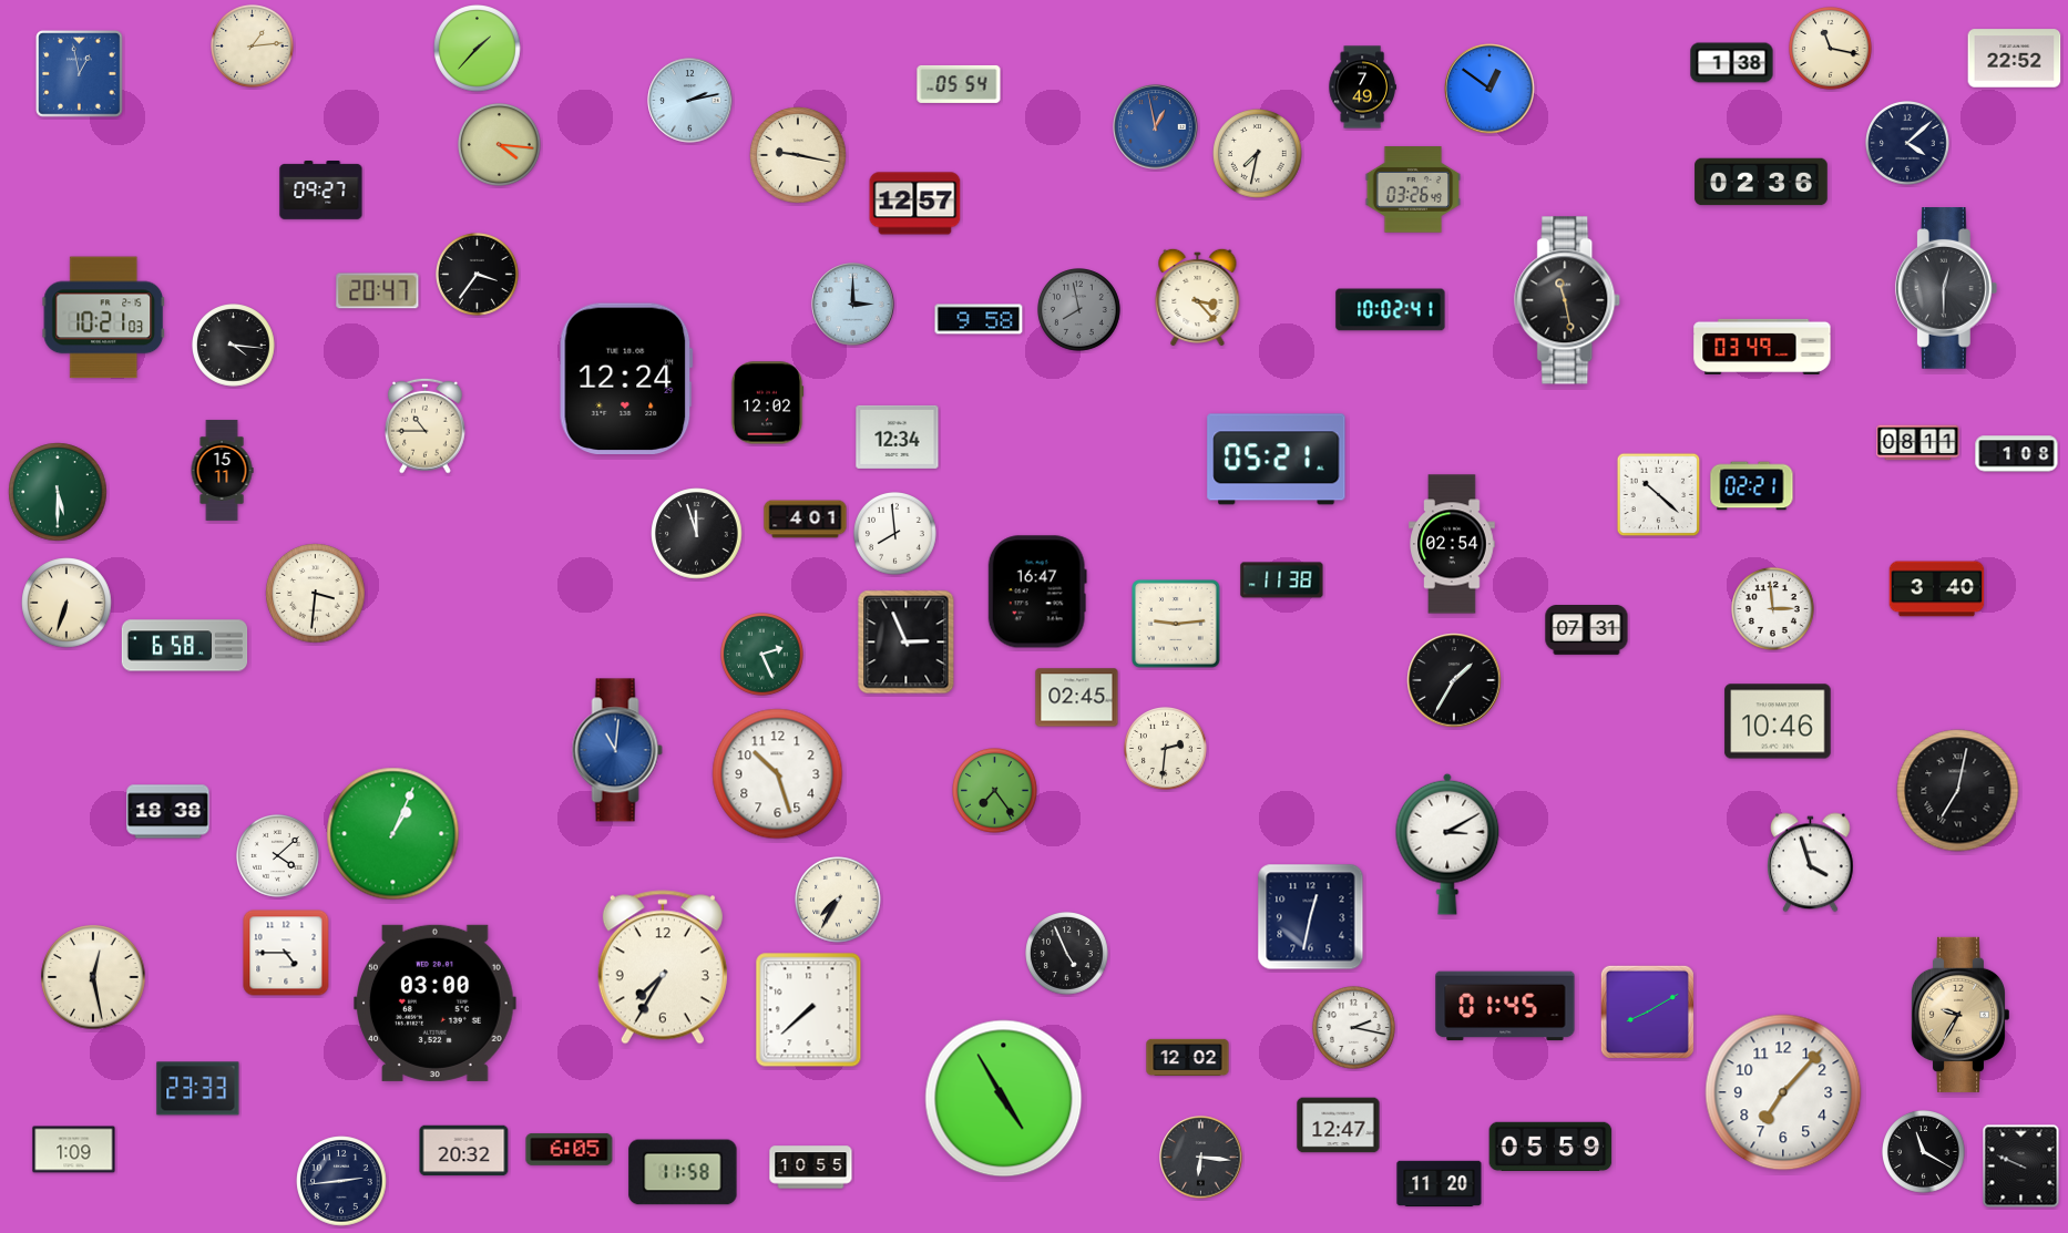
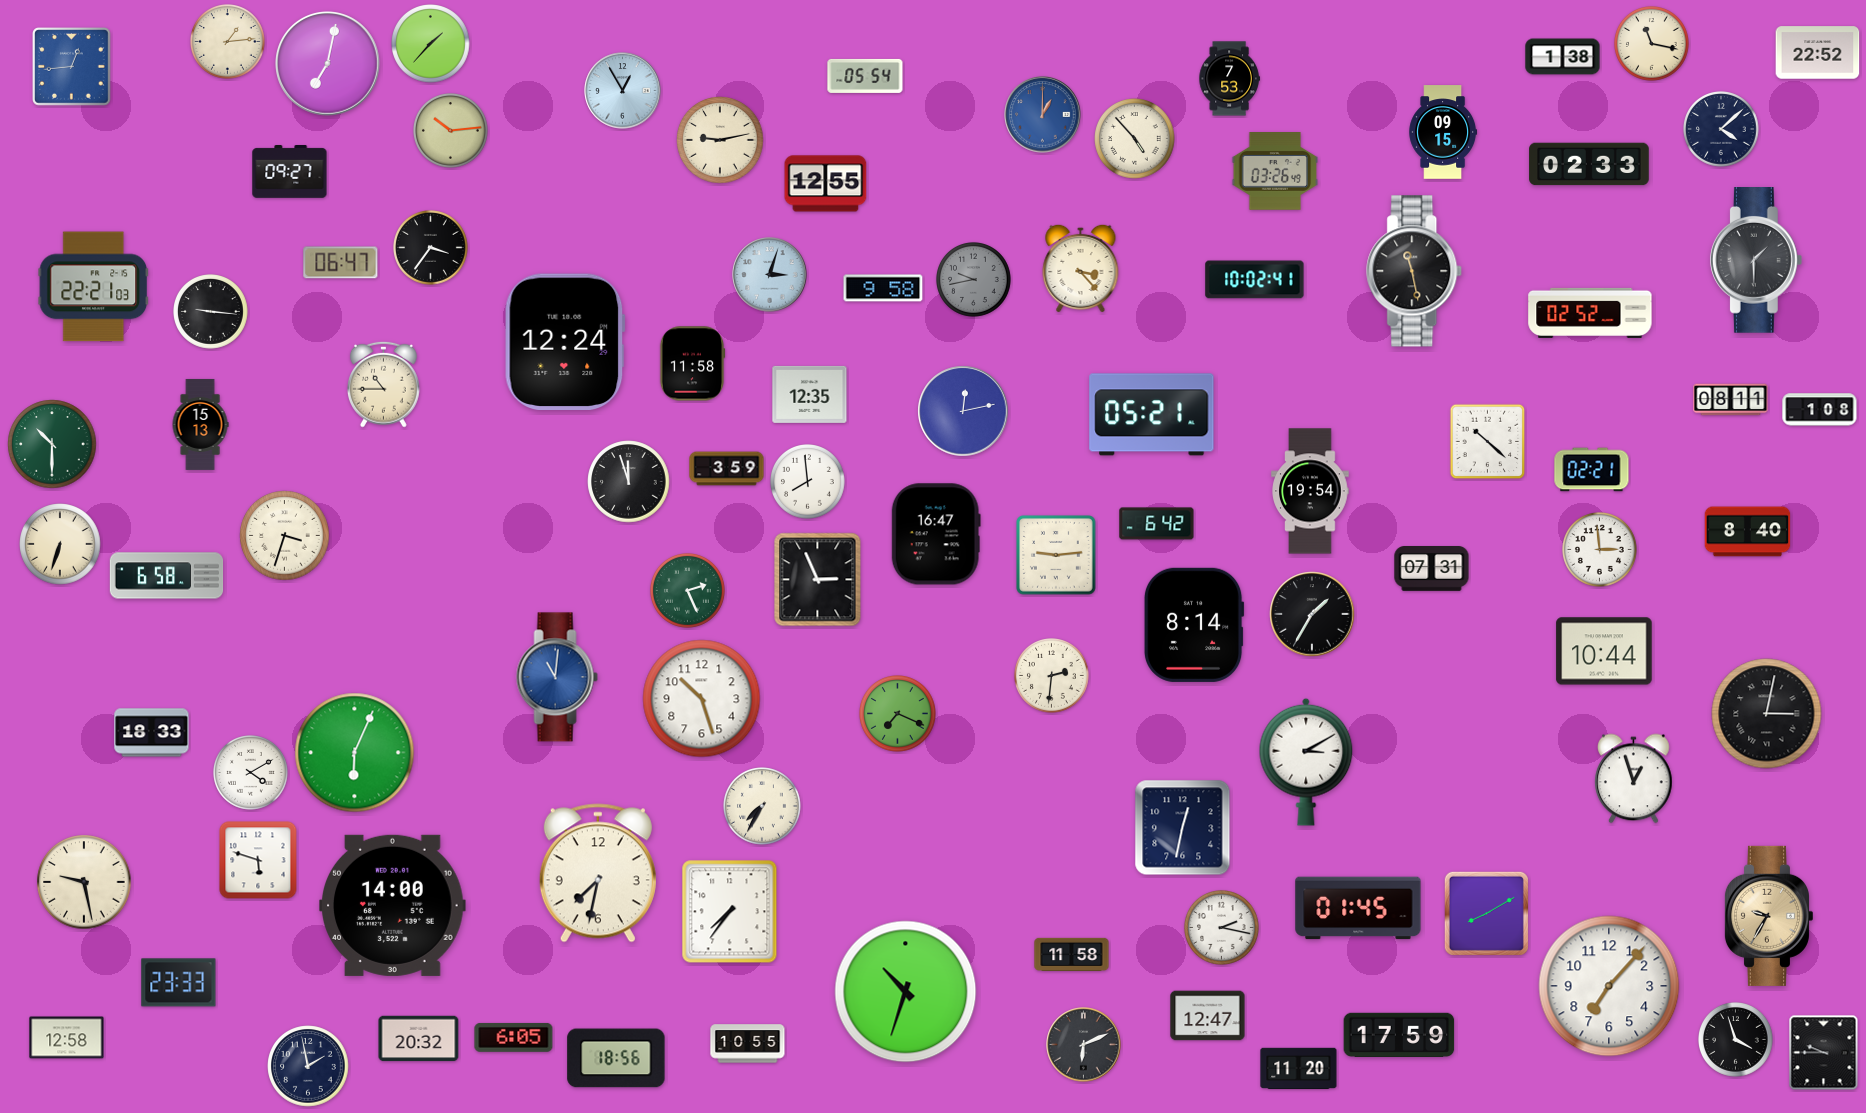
clock at (328, 64): none -> 7:02
clock at (80, 74): 12:58 -> 12:44
clock at (1362, 88): 7:49 -> 7:53
clock at (1489, 89): 12:51 -> none
clock at (690, 101): 2:13 -> 12:55
clock at (1156, 127): 12:58 -> 1:00
clock at (500, 145): 4:16 -> 10:14
clock at (1443, 132): none -> 09:15
clock at (1258, 154): 7:32 -> 4:53
clock at (798, 155): 9:17 -> 9:13
clock at (1761, 182): 02:36 -> 02:33
clock at (915, 204): 12:57 -> 12:55
clock at (1946, 288): 12:30 -> 1:30
clock at (378, 291): 20:47 -> 06:47
clock at (853, 305): 3:00 -> 3:03
clock at (1079, 310): 7:58 -> 9:43
clock at (104, 318): 10:21 -> 22:21
clock at (234, 346): 4:16 -> 9:16
clock at (1762, 347): 03:49 -> 02:52
clock at (767, 403): 12:02 -> 11:58
clock at (898, 436): 12:34 -> 12:35
clock at (963, 411): none -> 12:13
clock at (222, 470): 15:11 -> 15:13
clock at (1752, 486) position: (1752, 486) -> (1592, 470)
clock at (58, 492): 5:30 -> 10:30
clock at (1659, 495) position: (1659, 495) -> (1488, 442)
clock at (806, 520): 4:01 -> 3:59
clock at (1452, 544): 02:54 -> 19:54
clock at (1282, 580): 11:38 -> 6:42
clock at (1937, 589): 3:40 -> 8:40
clock at (316, 594): 3:31 -> 3:33
clock at (1177, 625) position: (1177, 625) -> (1057, 556)
clock at (185, 646) position: (185, 646) -> (167, 576)
clock at (1194, 625): none -> 8:14
clock at (1077, 698): 02:45 -> none
clock at (1778, 721): 10:46 -> 10:44
clock at (995, 791): 7:24 -> 7:19
clock at (1958, 791): 7:02 -> 3:02
clock at (168, 812): 18:38 -> 18:33
clock at (393, 834): 1:04 -> 6:04
clock at (278, 856): 4:08 -> 4:10
clock at (1811, 863): 3:57 -> 12:57
clock at (839, 901) position: (839, 901) -> (763, 807)
clock at (286, 953): 4:45 -> 5:48
clock at (1067, 954): 4:56 -> none
clock at (663, 967): 7:35 -> 7:32
clock at (93, 977): 12:28 -> 9:28
clock at (436, 1003): 03:00 -> 14:00
clock at (809, 1010): 7:38 -> 7:36
clock at (1188, 1057): 12:02 -> 11:58
clock at (1004, 1099): 4:55 -> 10:33
clock at (1550, 1145): 05:59 -> 17:59
clock at (74, 1150): 1:09 -> 12:58
clock at (1924, 1152): 11:20 -> 3:57
clock at (1201, 1158): 6:16 -> 6:11
clock at (2021, 1167): 9:49 -> 9:45
clock at (811, 1168) position: (811, 1168) -> (748, 1044)
clock at (683, 1172): 11:58 -> 18:56
clock at (341, 1181): 2:44 -> 1:58
